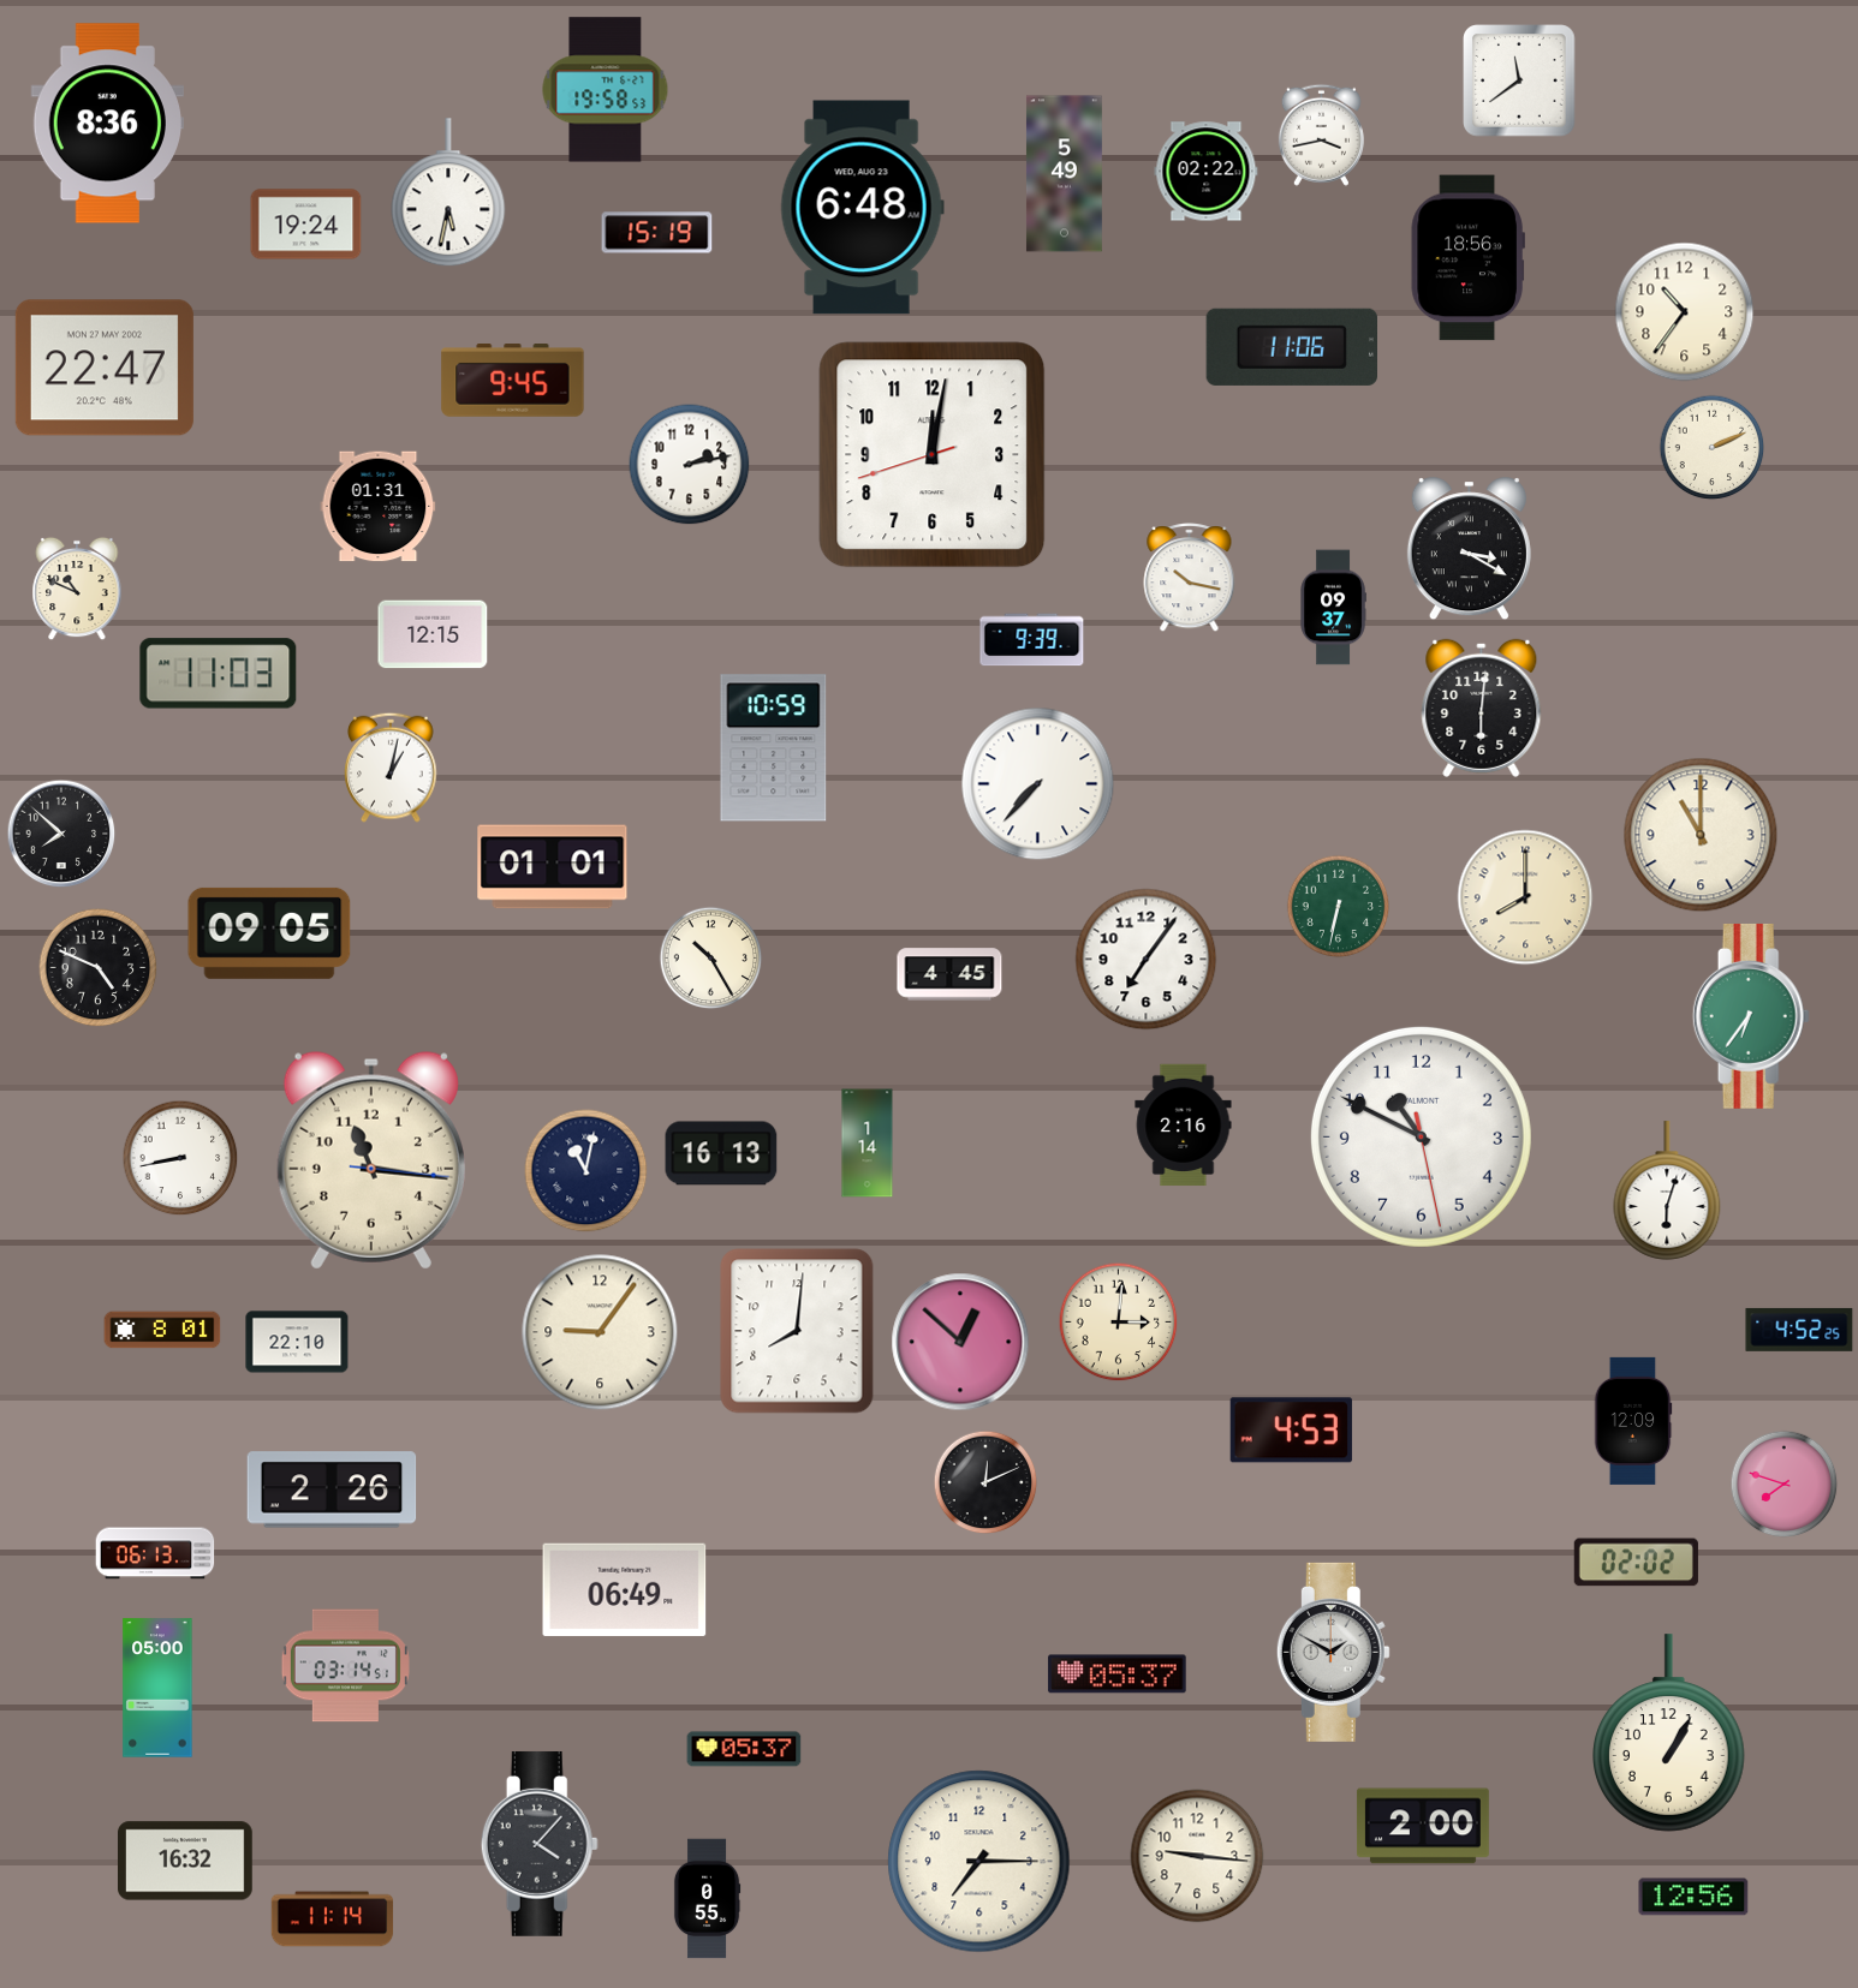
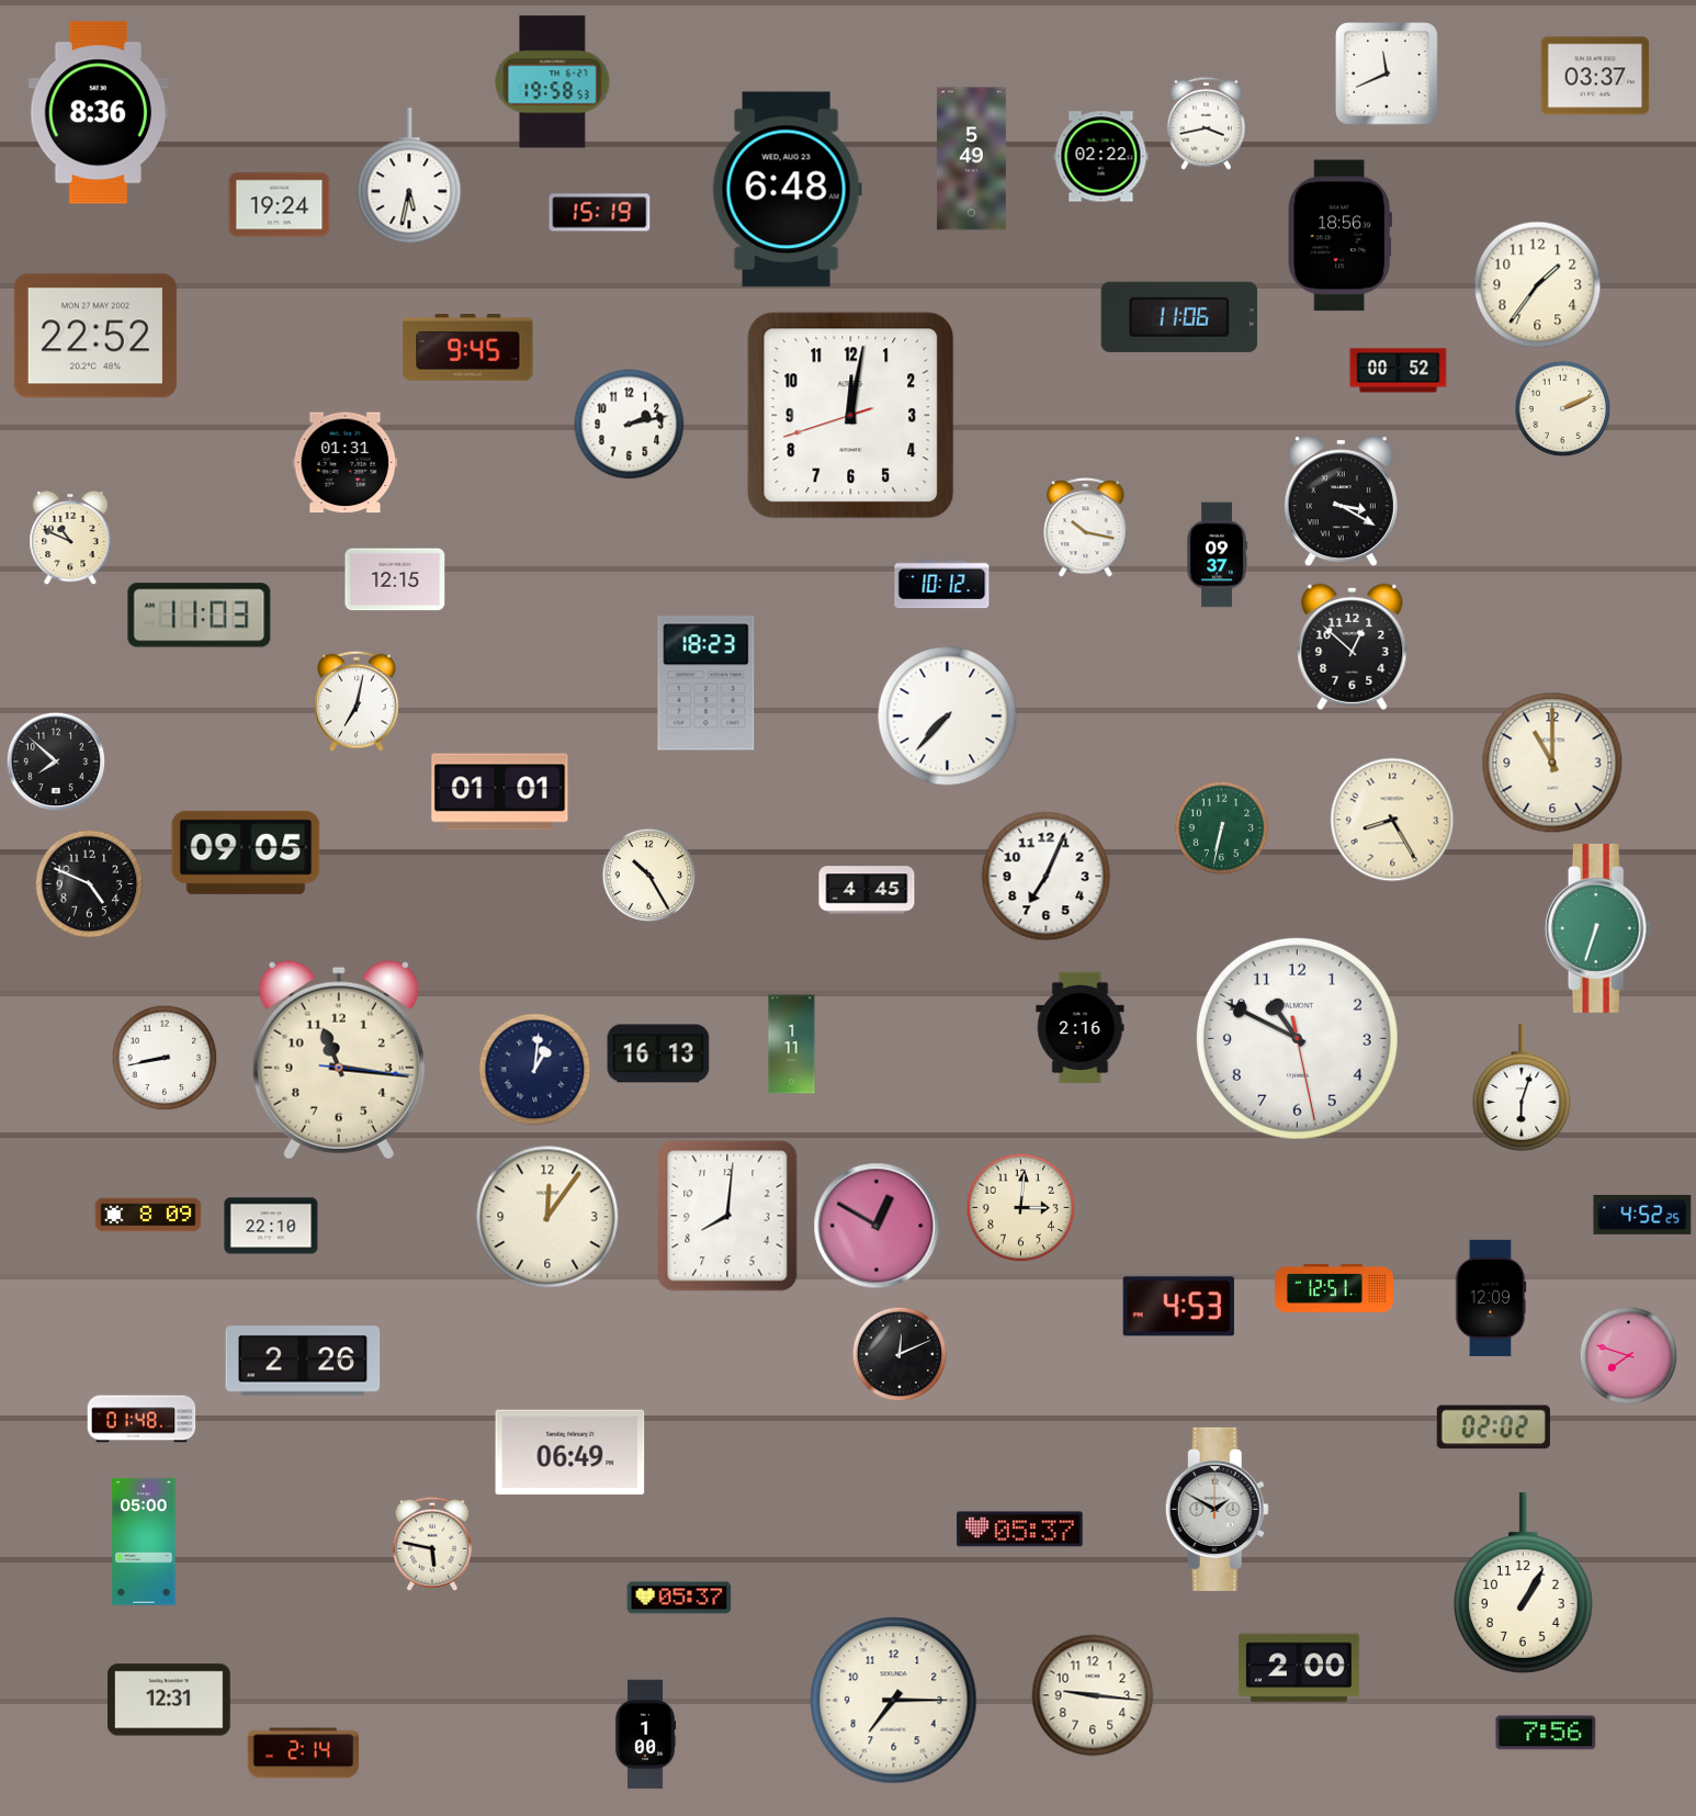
clock at (1519, 80): 11:39 -> 11:41
clock at (1595, 76): none -> 03:37
clock at (1685, 312): 10:36 -> 1:36
clock at (105, 368): 22:47 -> 22:52
clock at (1399, 371): none -> 00:52
clock at (1032, 640): 9:39 -> 10:12
clock at (1482, 708): 6:01 -> 12:52
clock at (774, 748): 10:59 -> 18:23
clock at (391, 768): 1:02 -> 7:02
clock at (553, 867) position: (553, 867) -> (500, 792)
clock at (1525, 897): 8:00 -> 8:25
clock at (1147, 960): 7:06 -> 7:04
clock at (1751, 1016): 6:36 -> 6:33
clock at (868, 1144): 1:14 -> 1:11
clock at (586, 1171): 11:02 -> 1:01
clock at (162, 1330): 8:01 -> 8:09
clock at (600, 1332): 9:06 -> 12:06
clock at (960, 1342): 12:52 -> 12:50
clock at (1334, 1288): none -> 12:51
clock at (155, 1553): 06:13 -> 01:48
clock at (345, 1666): 03:14 -> none
clock at (431, 1544): none -> 5:47
clock at (540, 1844): 4:07 -> none
clock at (186, 1861): 16:32 -> 12:31
clock at (1693, 1897): 12:56 -> 7:56
clock at (707, 1899): 0:55 -> 1:00
clock at (333, 1920): 11:14 -> 2:14
